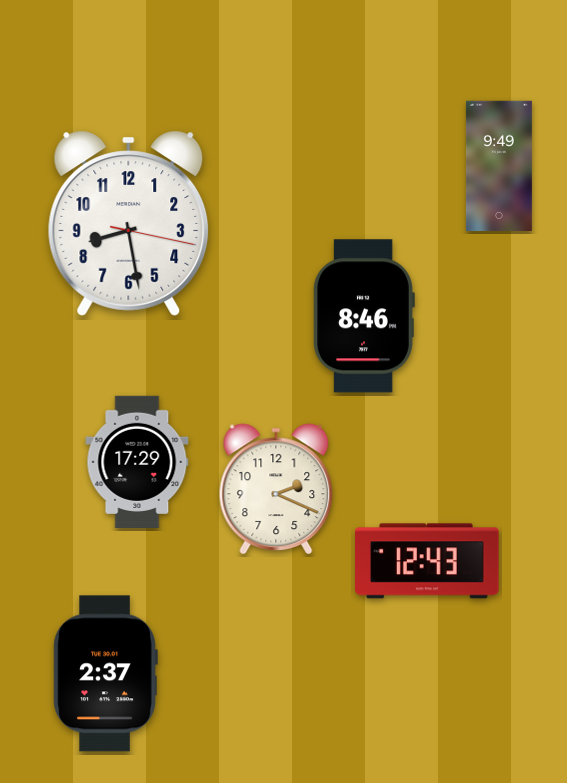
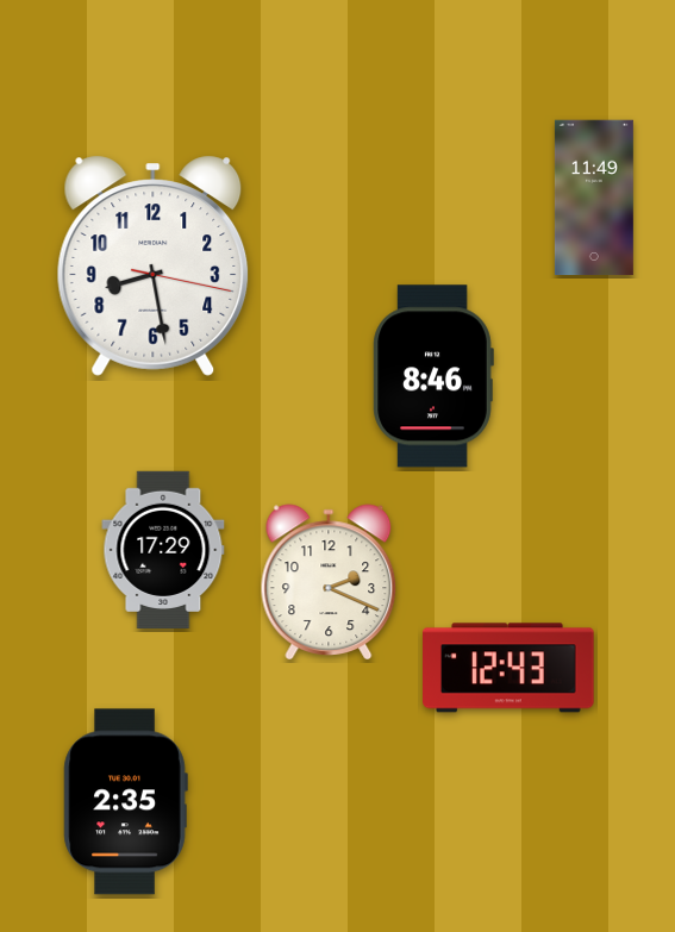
clock at (499, 166): 9:49 -> 11:49
clock at (105, 674): 2:37 -> 2:35
